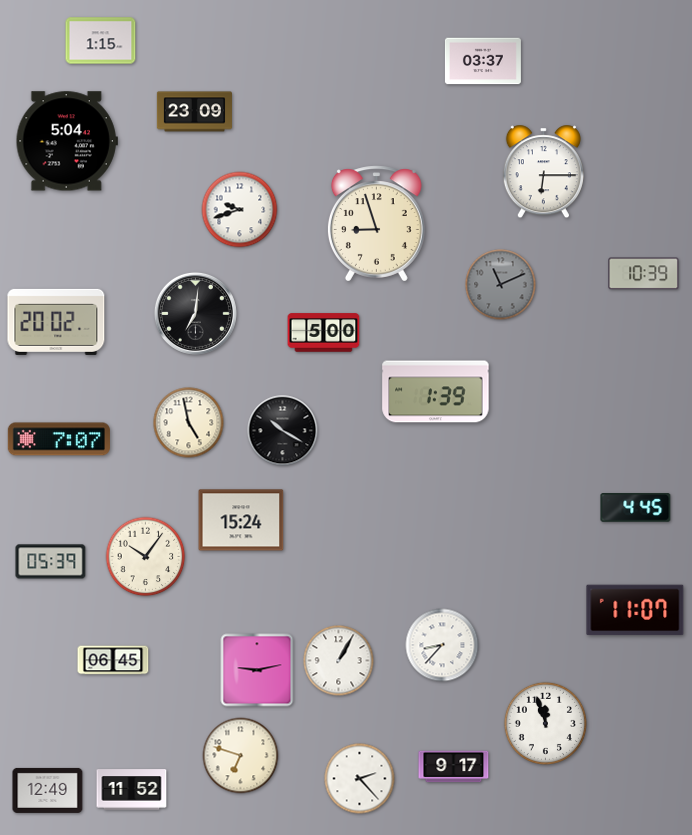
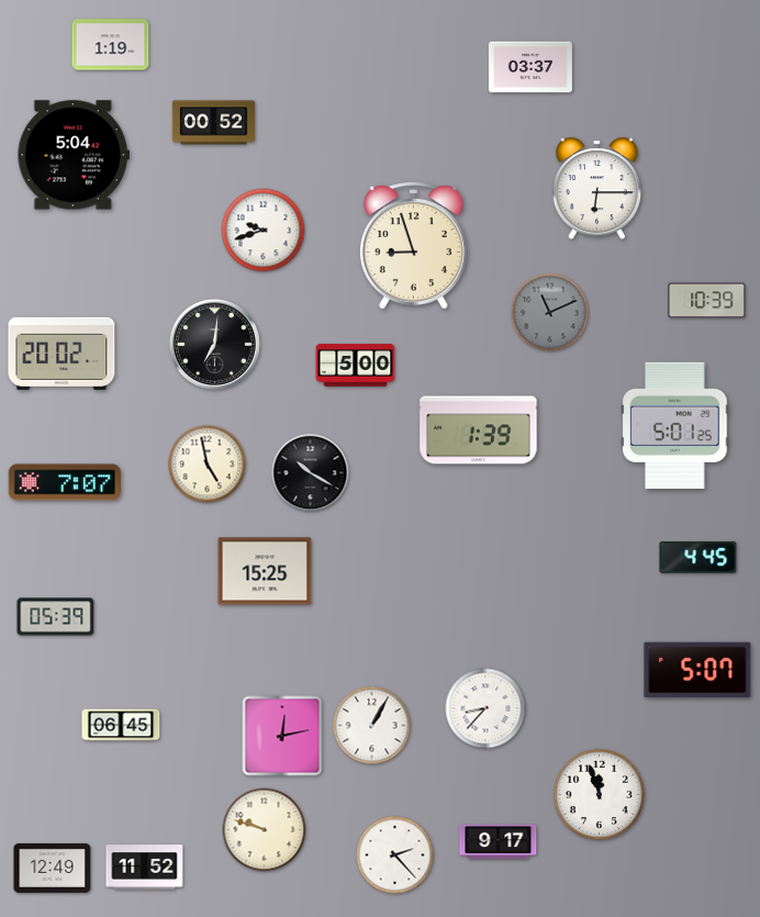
clock at (101, 41): 1:15 -> 1:19
clock at (194, 112): 23:09 -> 00:52
clock at (675, 425): none -> 5:01
clock at (241, 520): 15:24 -> 15:25
clock at (146, 557): 10:06 -> none
clock at (635, 610): 11:07 -> 5:07
clock at (113, 660) position: (113, 660) -> (121, 725)
clock at (257, 670): 9:13 -> 12:13
clock at (241, 756): 6:48 -> 9:48
